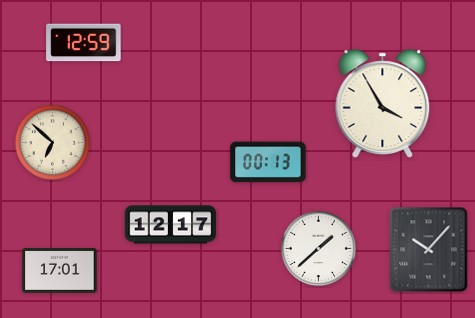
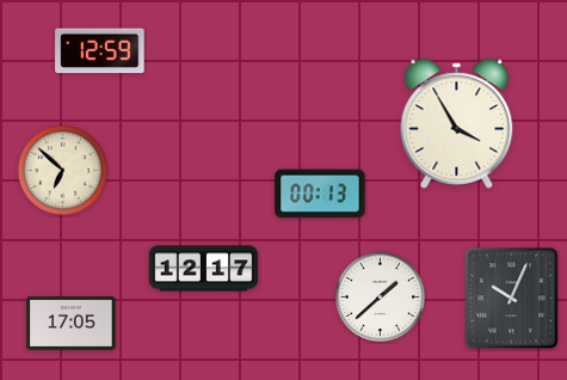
clock at (429, 250): 10:07 -> 10:04
clock at (60, 271): 17:01 -> 17:05
